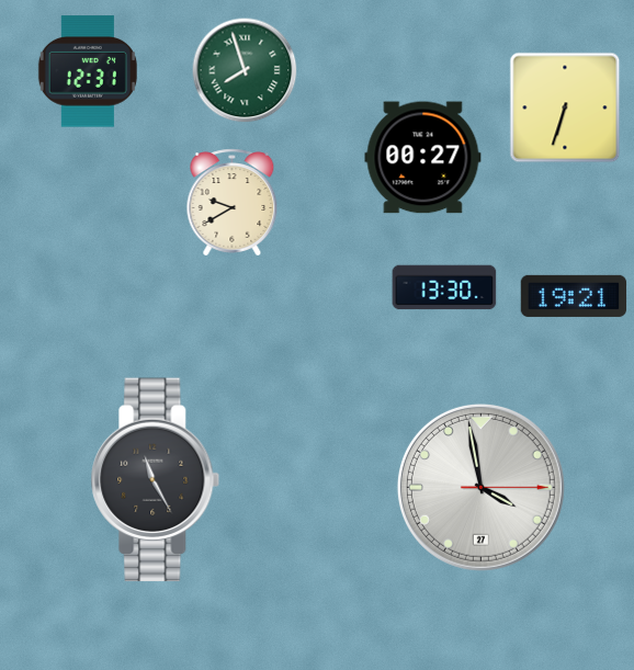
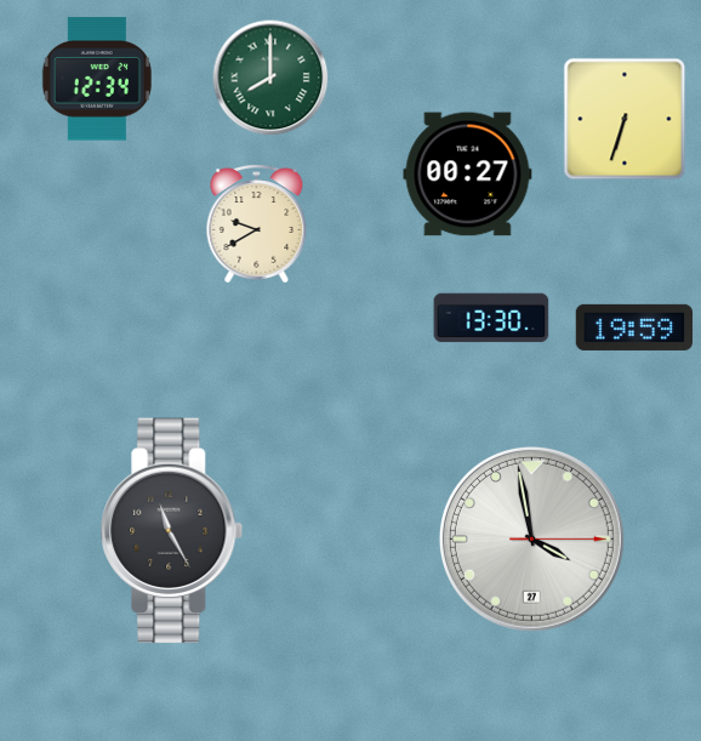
clock at (245, 70): 7:57 -> 8:00
clock at (88, 71): 12:31 -> 12:34
clock at (574, 296): 19:21 -> 19:59
